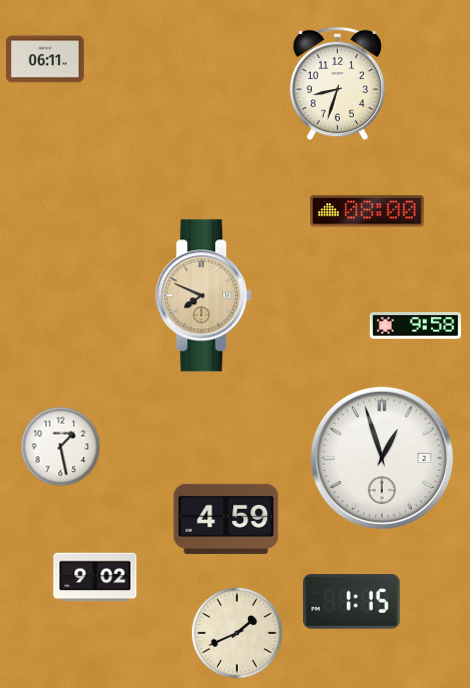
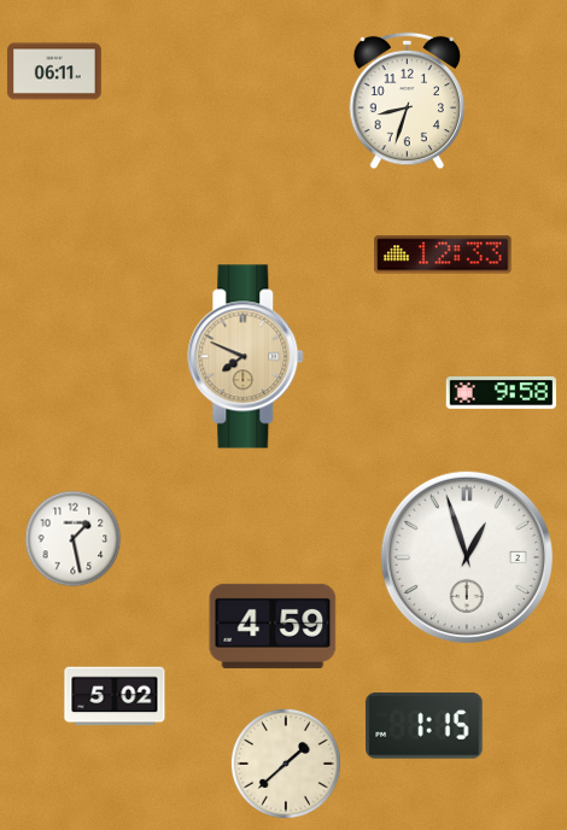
clock at (367, 211): 08:00 -> 12:33
clock at (382, 458) position: (382, 458) -> (467, 557)
clock at (95, 577): 9:02 -> 5:02
clock at (237, 633): 1:41 -> 1:38
